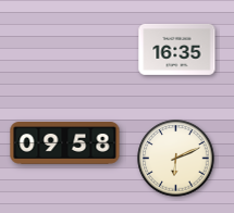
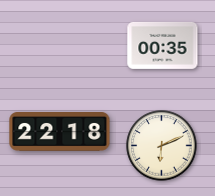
clock at (177, 49): 16:35 -> 00:35
clock at (65, 143): 09:58 -> 22:18
